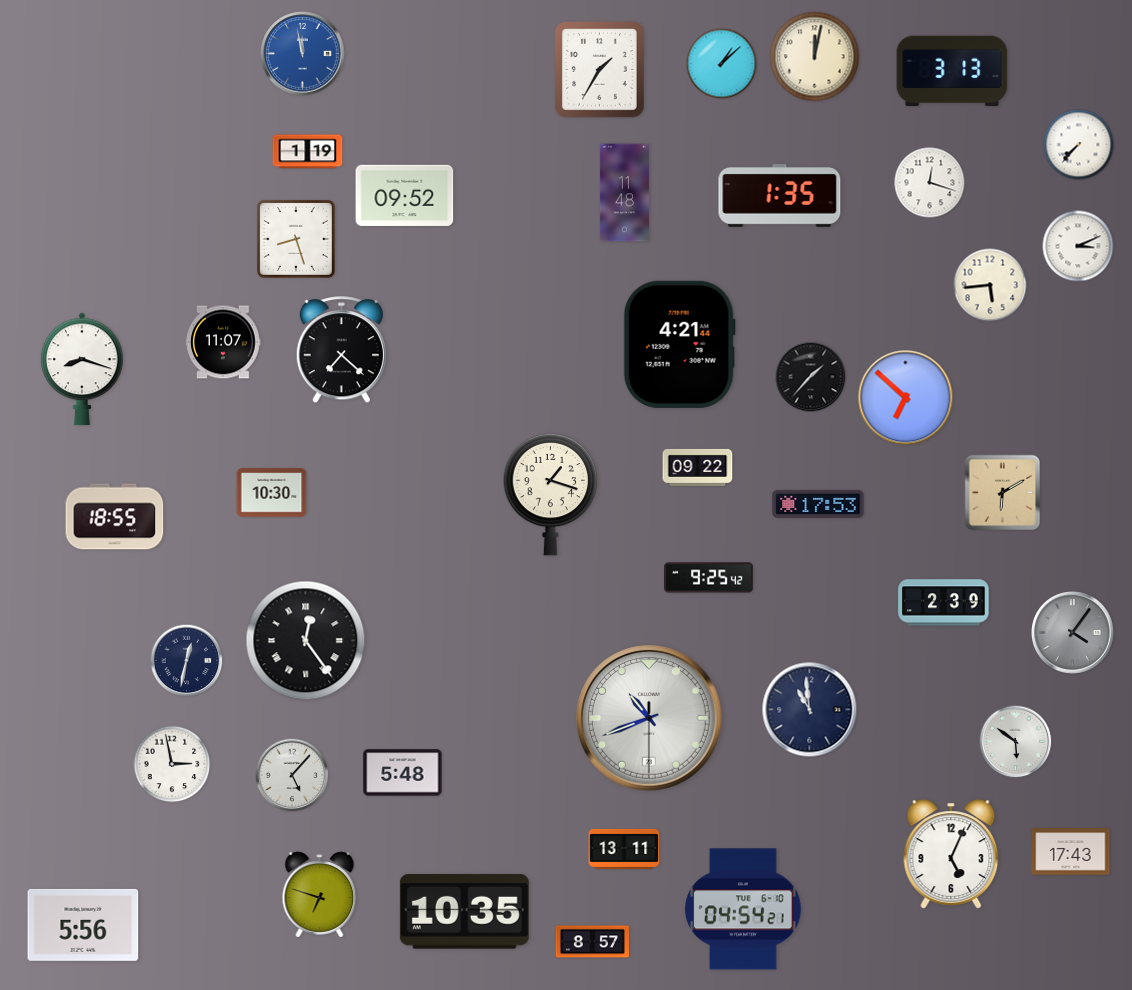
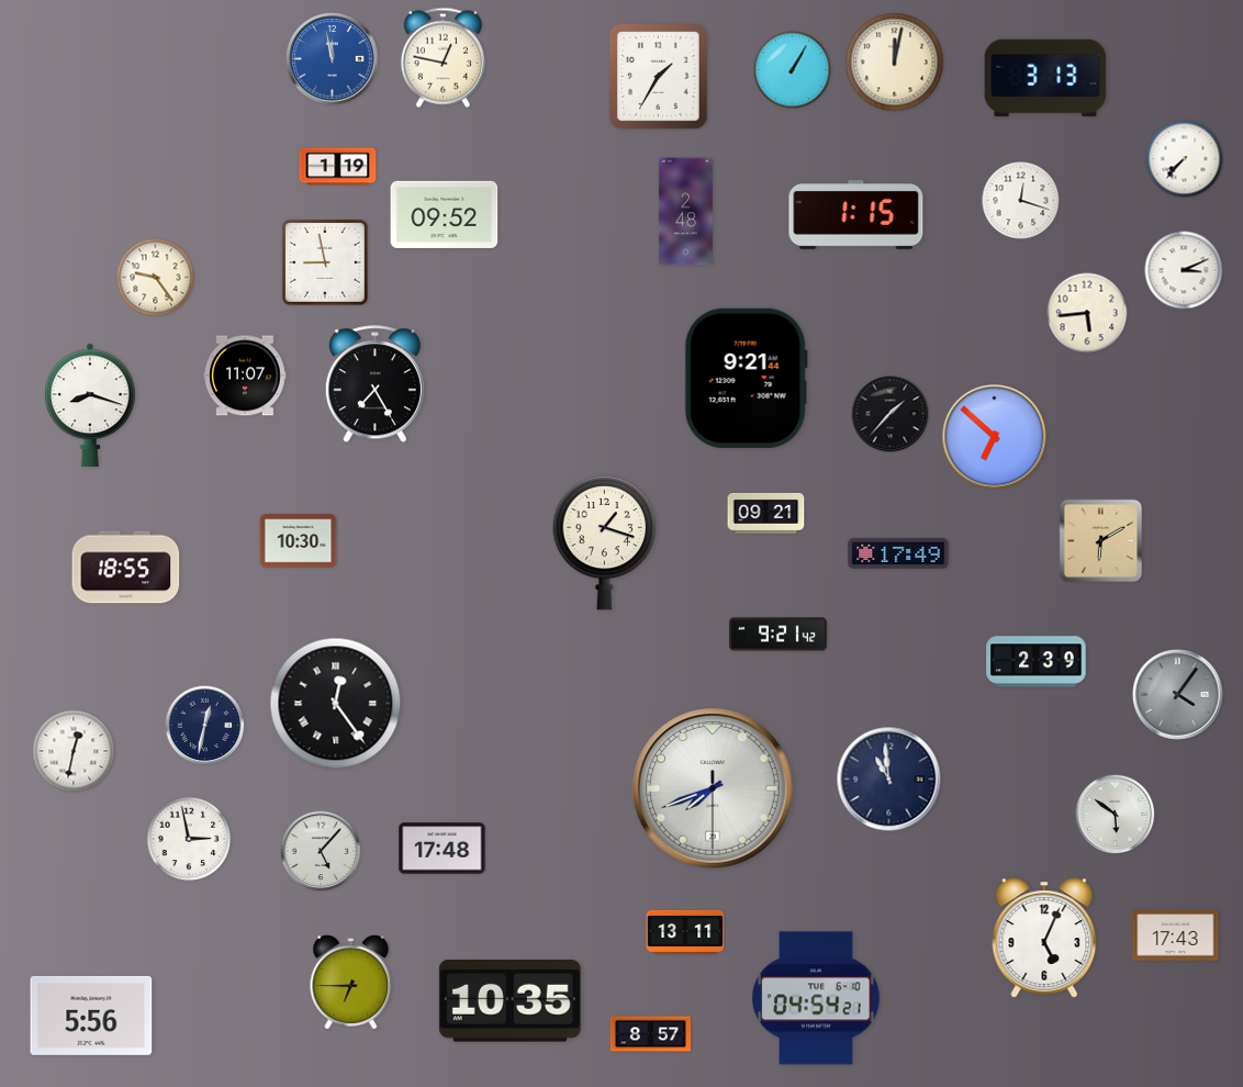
clock at (443, 57): none -> 12:47
clock at (722, 64): 1:08 -> 1:05
clock at (624, 193): 11:48 -> 2:48
clock at (780, 195): 1:35 -> 1:15
clock at (296, 239): 8:27 -> 8:58
clock at (156, 278): none -> 9:24
clock at (679, 344): 4:21 -> 9:21
clock at (341, 350): 7:22 -> 7:25
clock at (698, 467): 09:22 -> 09:21
clock at (818, 504): 17:53 -> 17:49
clock at (709, 578): 9:25 -> 9:21
clock at (74, 751): none -> 12:32
clock at (649, 718): 10:41 -> 7:41
clock at (403, 773): 5:48 -> 17:48
clock at (320, 895): 6:48 -> 6:45
